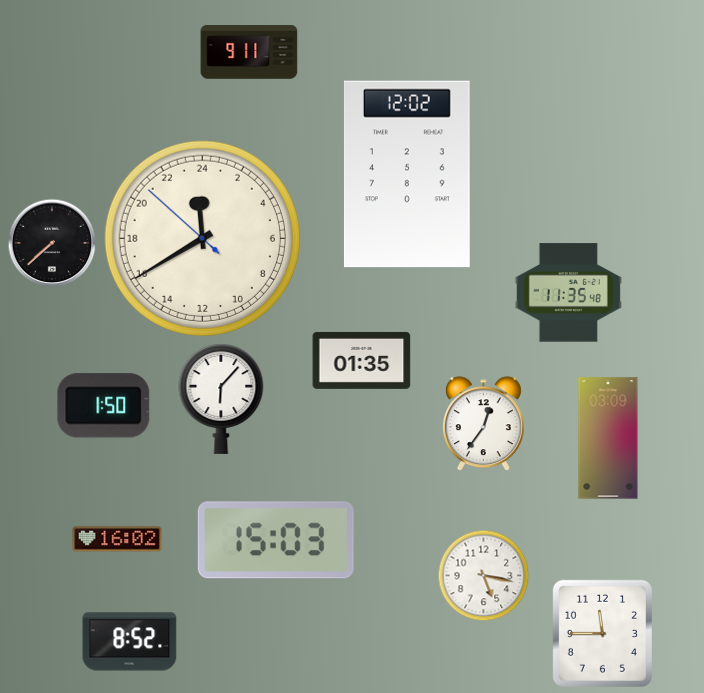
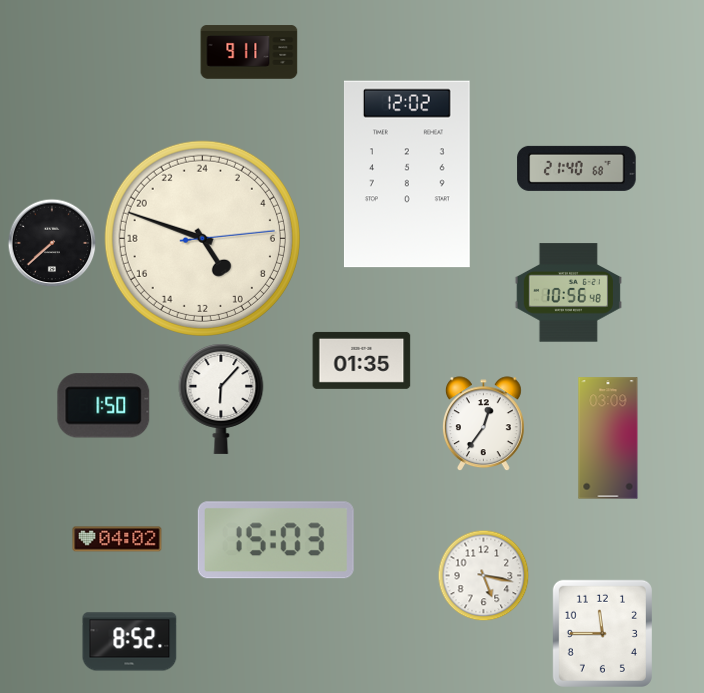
clock at (577, 168): none -> 21:40
clock at (202, 238): 23:39 -> 9:48
clock at (568, 293): 11:35 -> 10:56
clock at (117, 539): 16:02 -> 04:02
